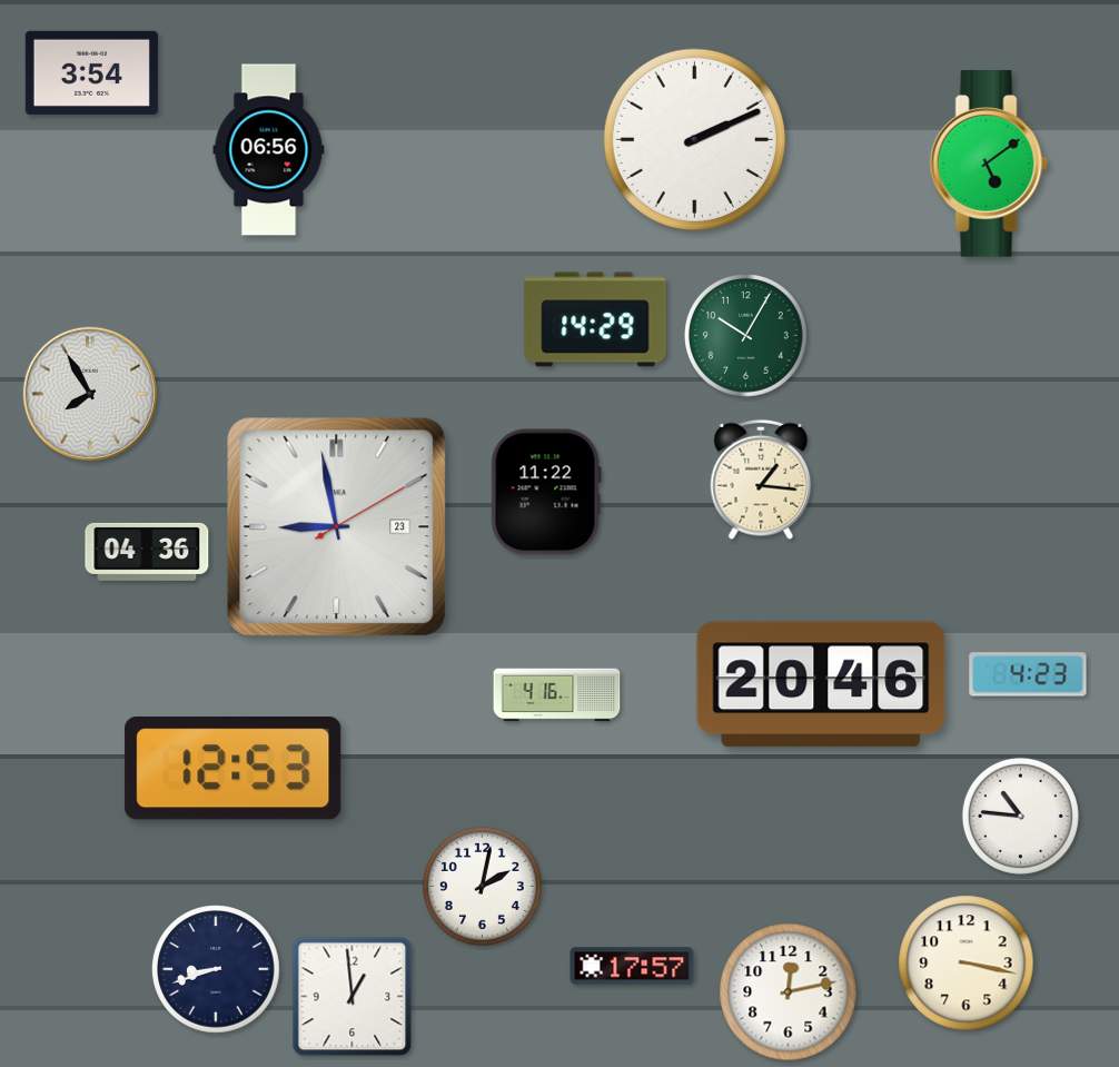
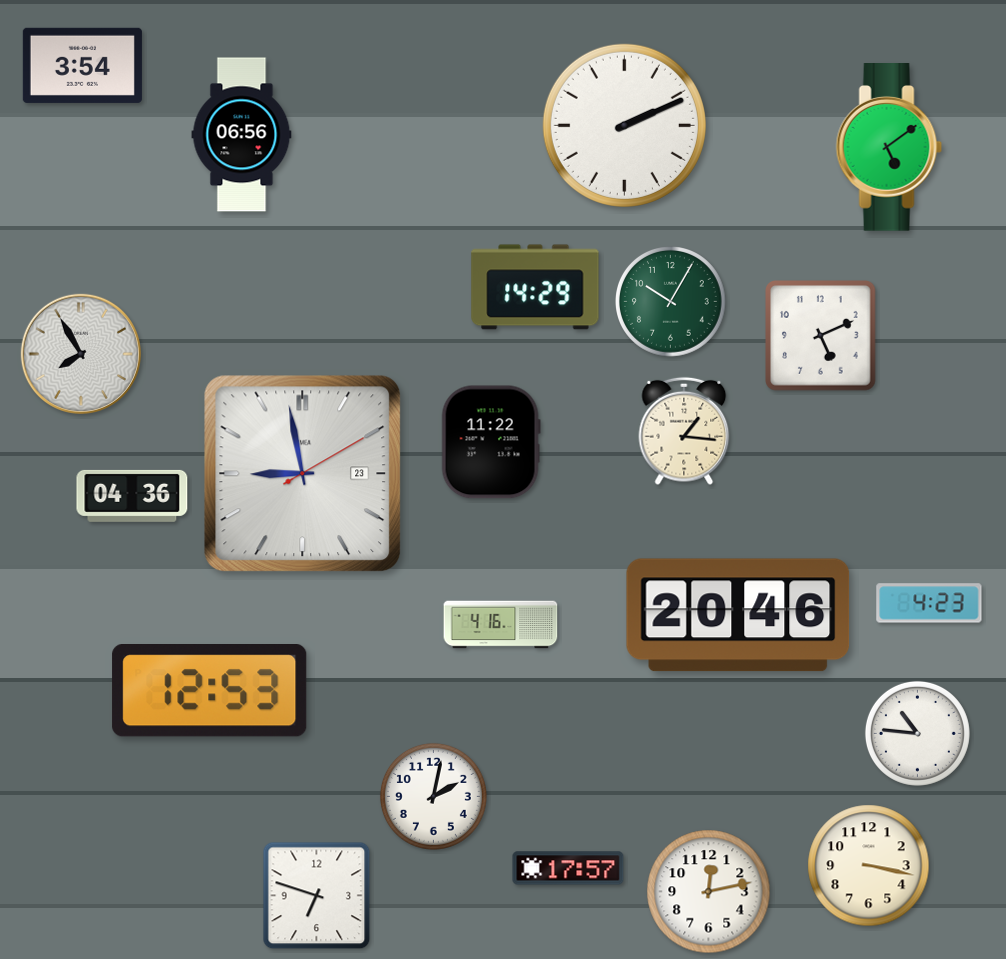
clock at (821, 336): none -> 5:11
clock at (1028, 674) position: (1028, 674) -> (929, 603)
clock at (216, 969): 8:42 -> none
clock at (353, 997): 12:59 -> 6:48
